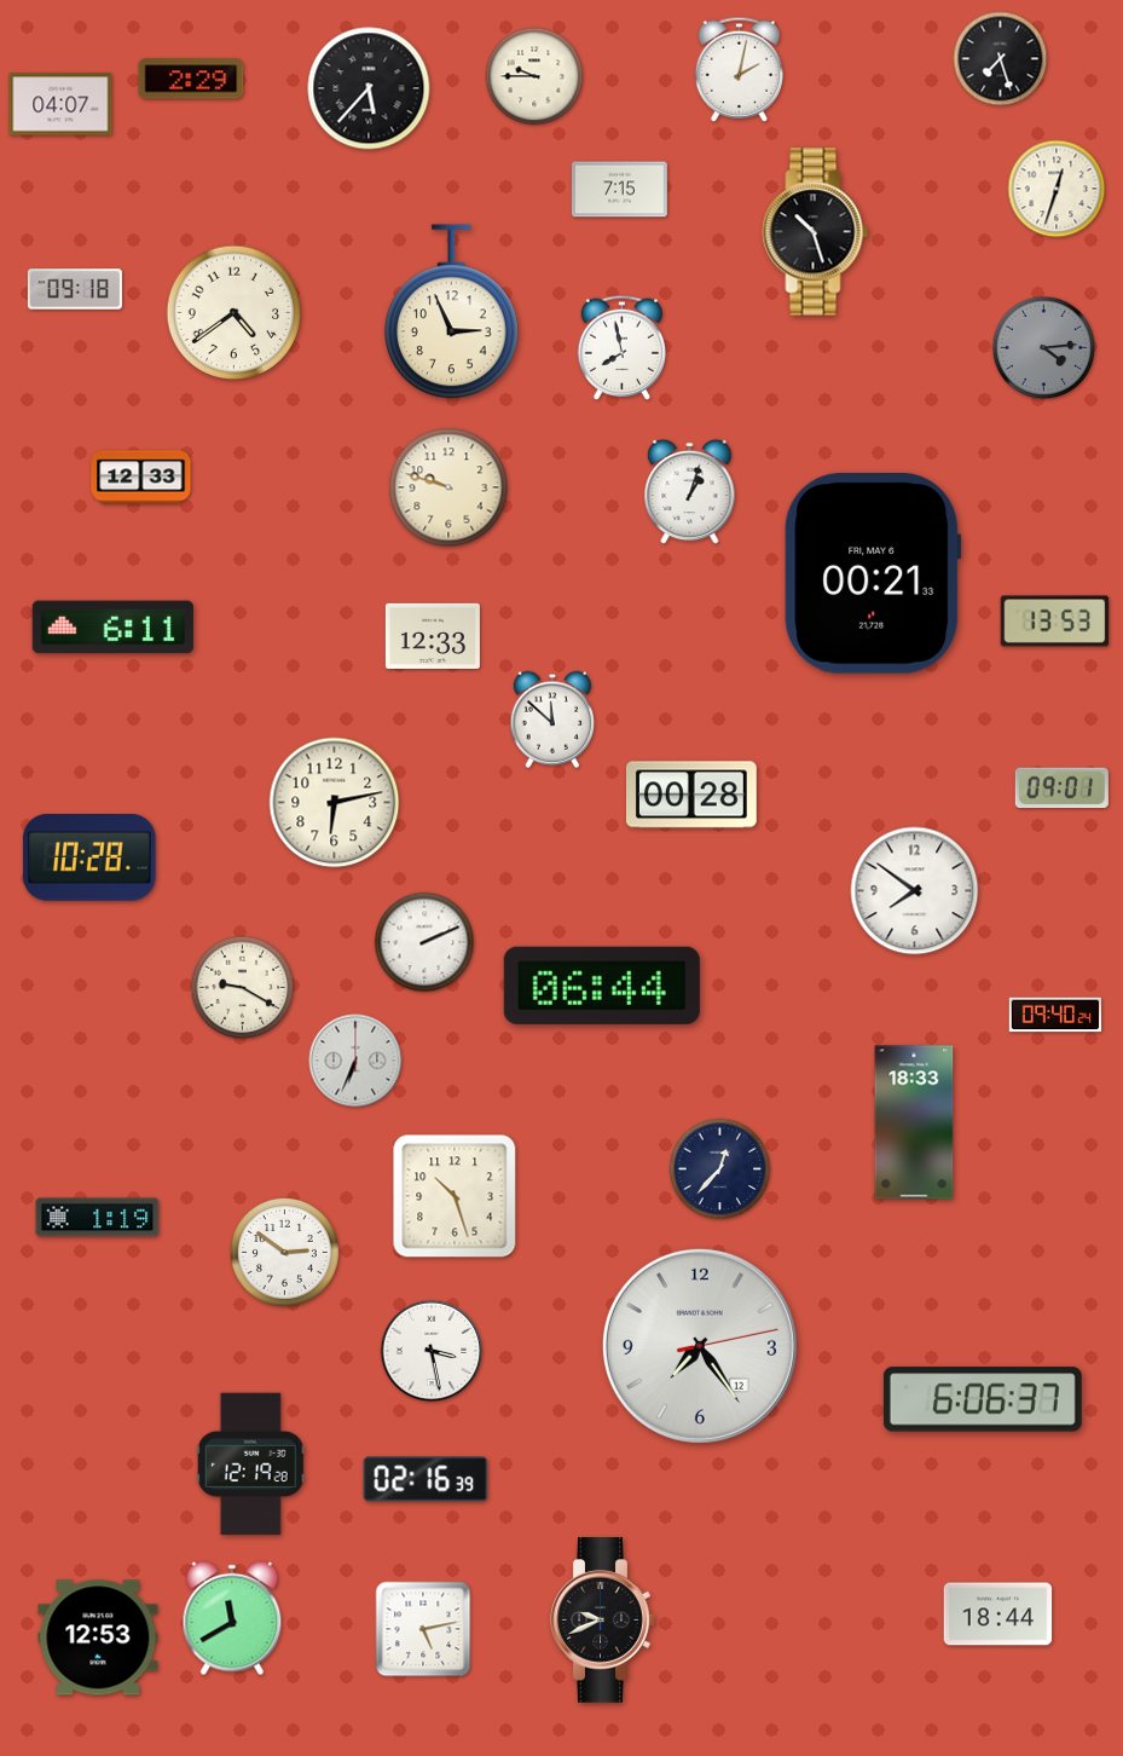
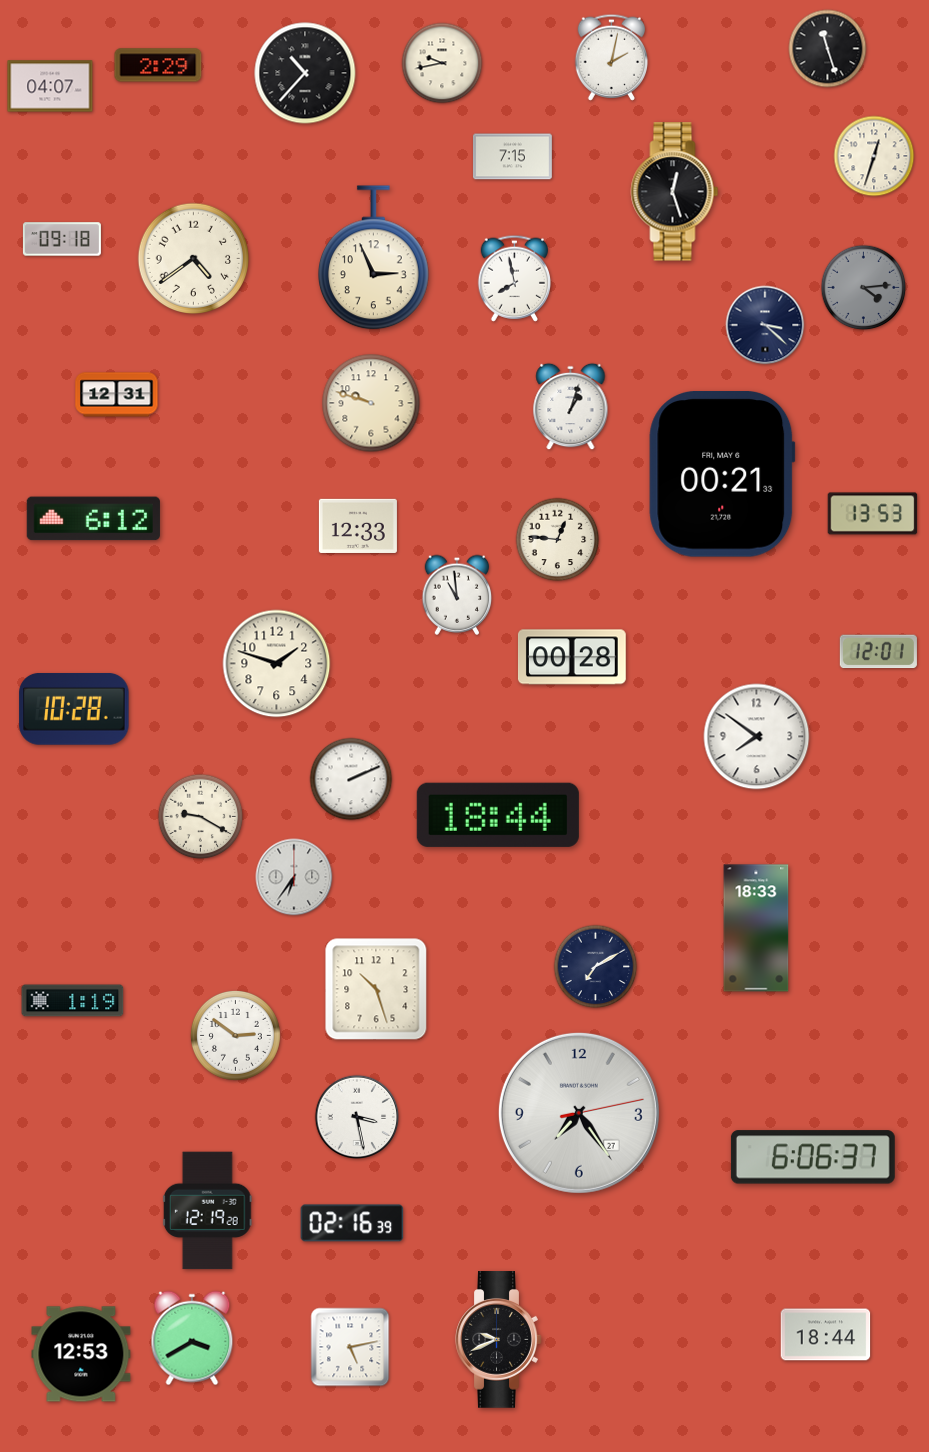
clock at (1001, 59): 7:27 -> 11:27
clock at (534, 76): 9:45 -> 9:43
clock at (369, 88): 5:37 -> 10:37
clock at (816, 232): 10:27 -> 12:27
clock at (623, 347) position: (623, 347) -> (515, 278)
clock at (765, 325): none -> 3:22
clock at (141, 478): 12:33 -> 12:31
clock at (112, 628): 6:11 -> 6:12
clock at (558, 540): none -> 12:46
clock at (552, 720): 11:52 -> 10:59
clock at (1061, 789): 09:01 -> 12:01
clock at (335, 803): 6:13 -> 1:48
clock at (602, 986): 06:44 -> 18:44
clock at (1055, 1015): 09:40 -> none
clock at (355, 1061): 6:34 -> 6:36
clock at (720, 1169): 12:37 -> 7:10
clock at (98, 1218) position: (98, 1218) -> (73, 1001)
clock at (700, 1346) date: 12 -> 27
clock at (232, 1618): 11:40 -> 3:40
